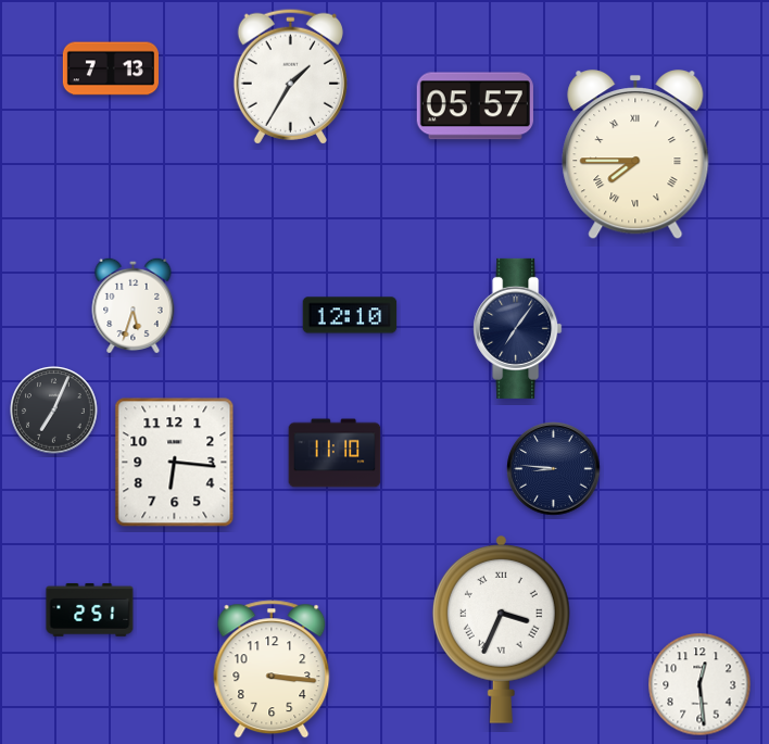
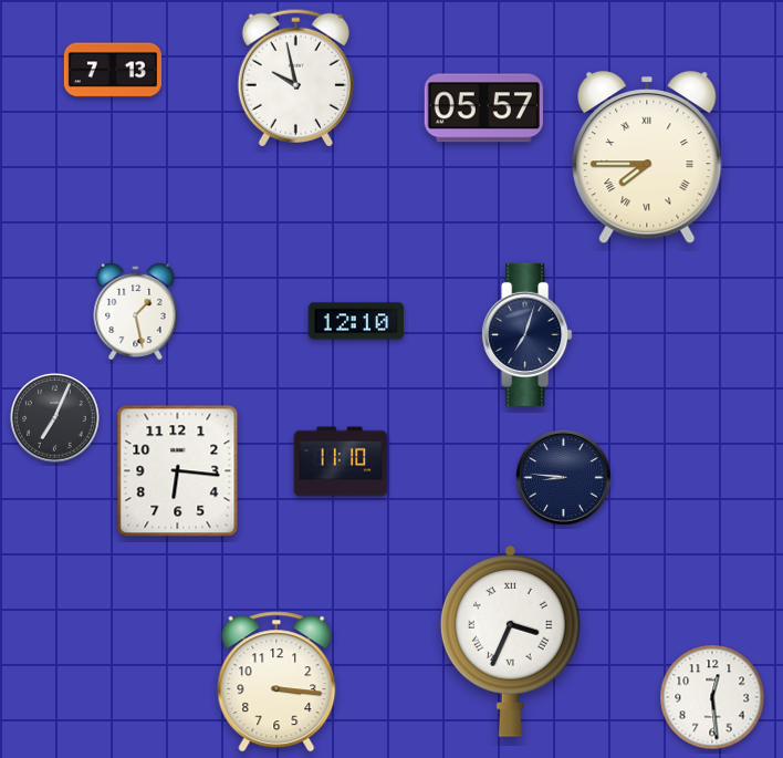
clock at (290, 76): 1:35 -> 9:58
clock at (134, 305): 5:33 -> 1:28
clock at (518, 328): 7:06 -> 7:03
clock at (90, 609): 2:51 -> none
